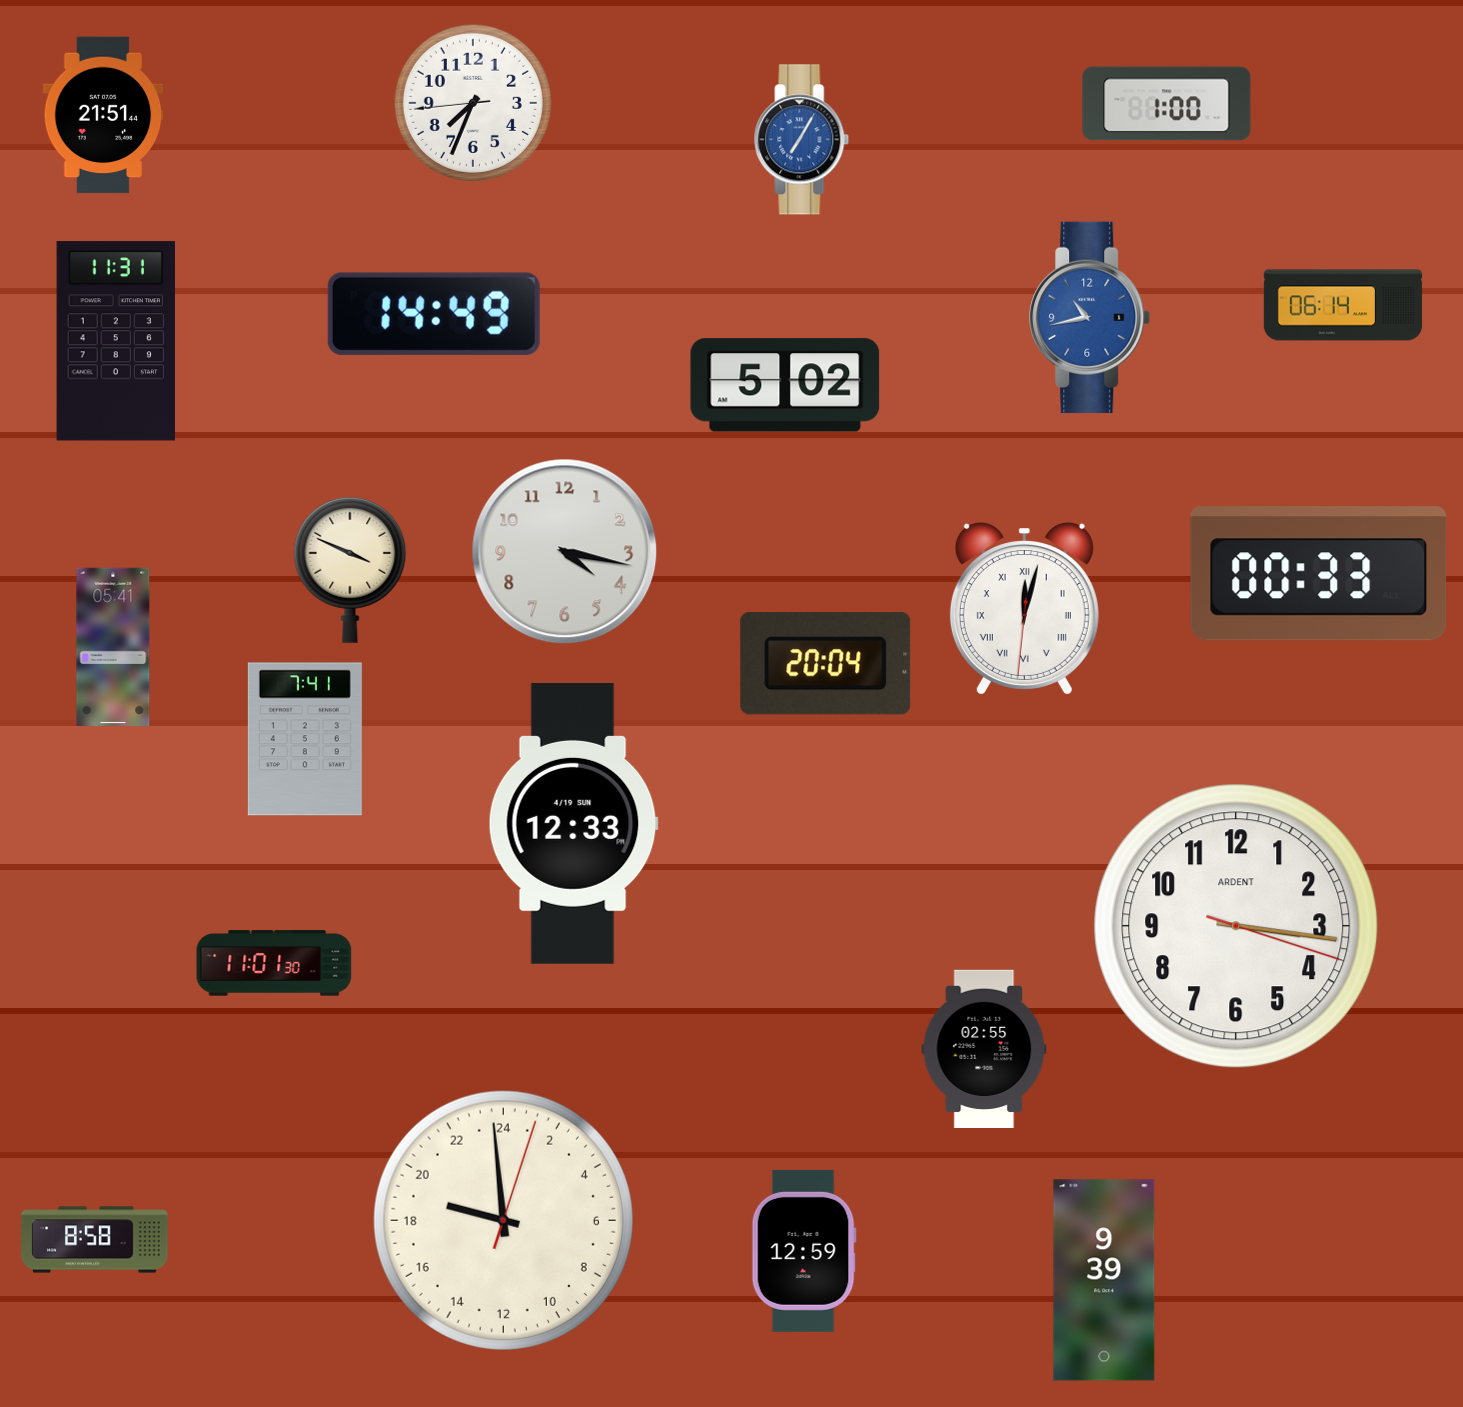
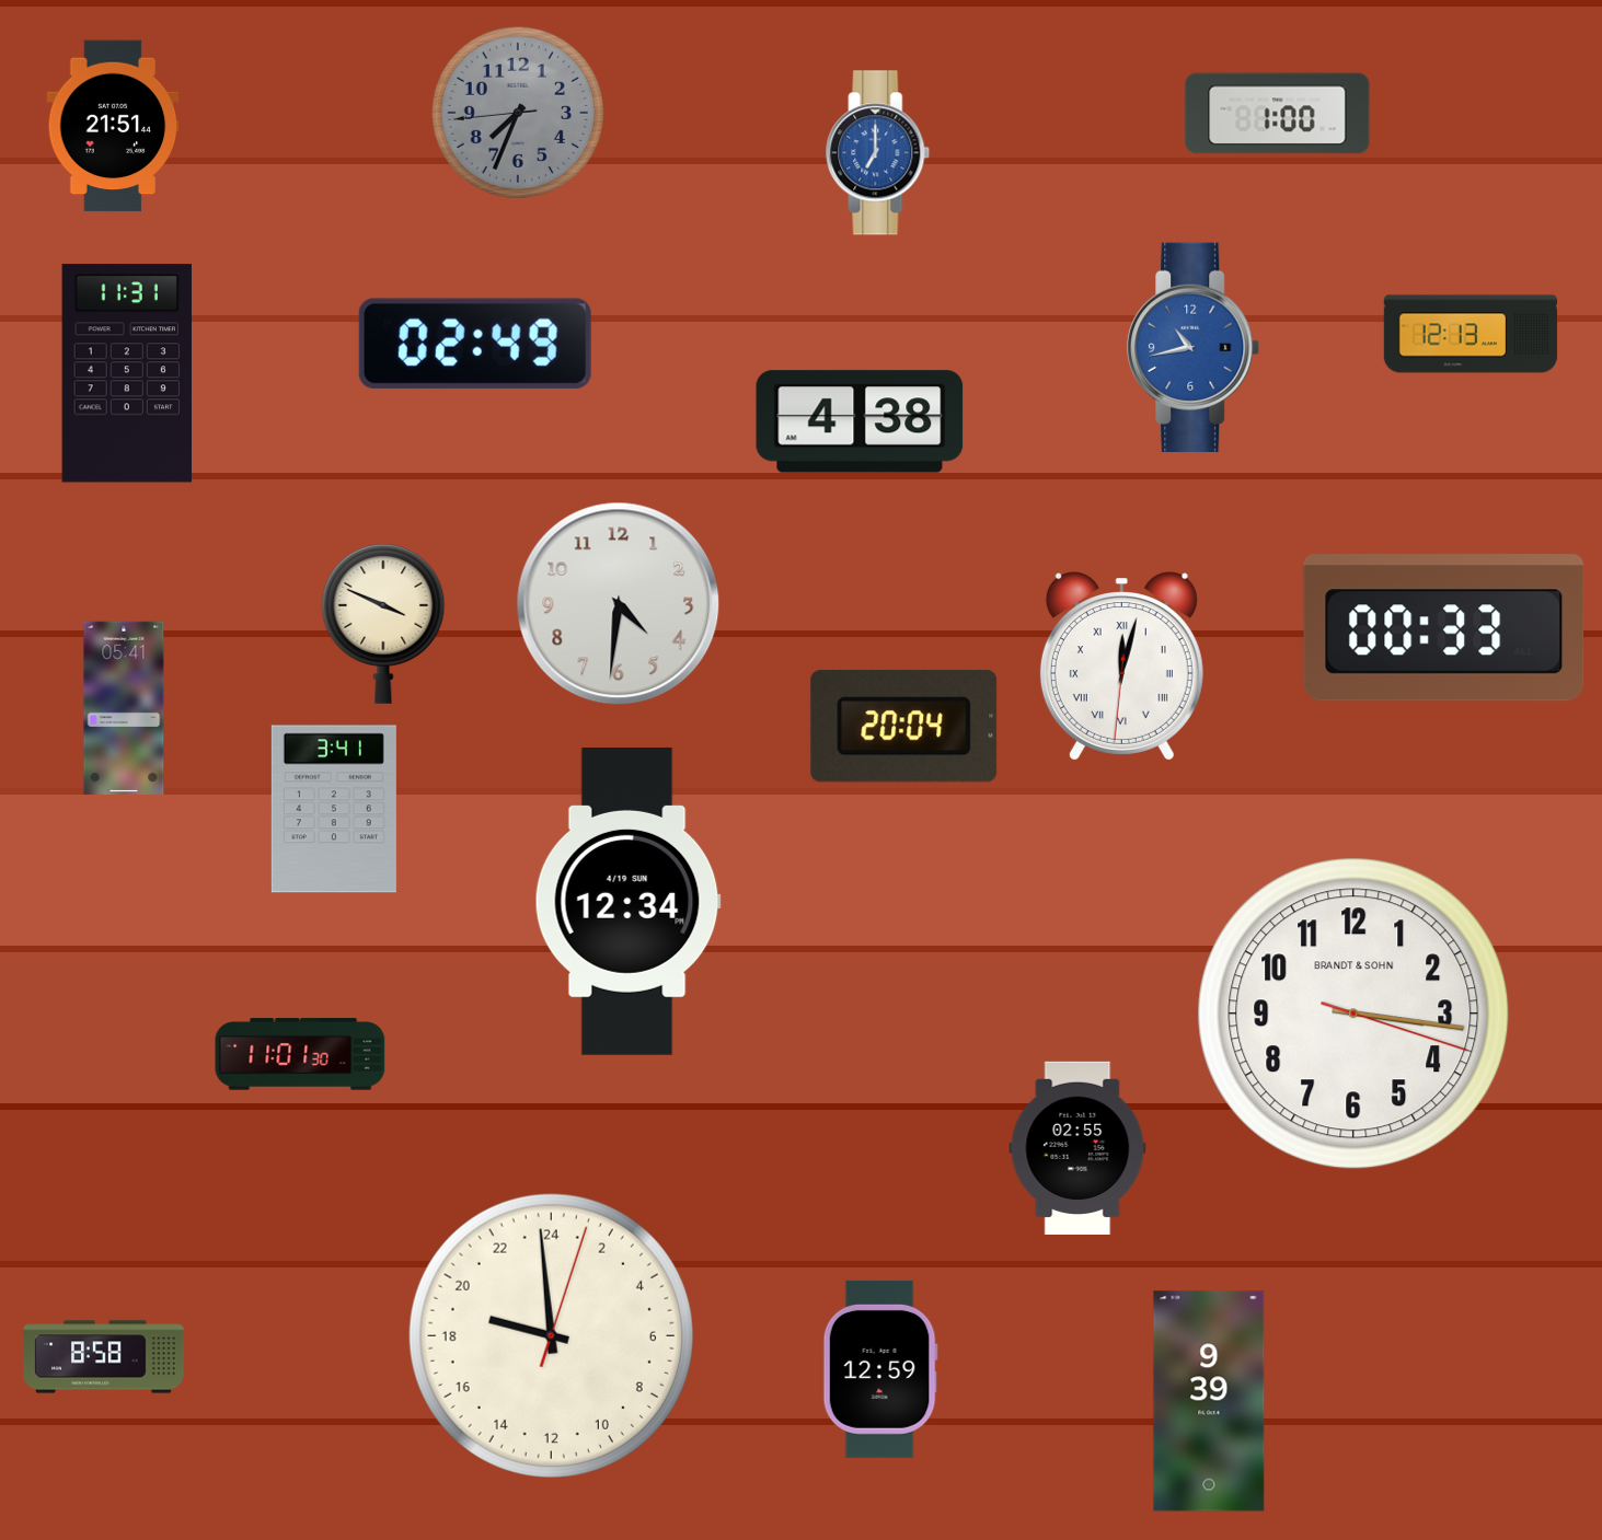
clock at (473, 103) dial: white -> grey
clock at (802, 140): 7:05 -> 7:00
clock at (1343, 305): 06:14 -> 12:13
clock at (434, 314): 14:49 -> 02:49
clock at (785, 385): 5:02 -> 4:38
clock at (565, 552): 4:17 -> 4:31
clock at (305, 739): 7:41 -> 3:41
clock at (573, 823): 12:33 -> 12:34
clock at (1236, 926) brand: ARDENT -> BRANDT & SOHN
